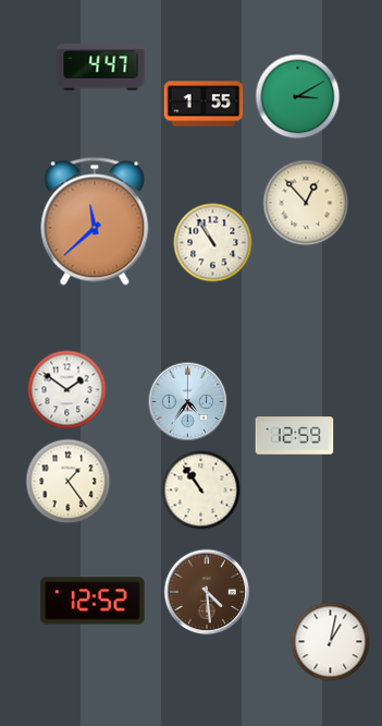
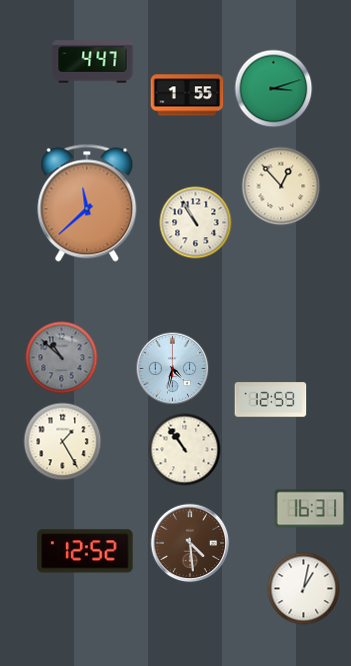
clock at (298, 97): 3:10 -> 3:12
clock at (67, 390): 1:51 -> 10:52
clock at (67, 390) dial: white -> grey
clock at (188, 402): 4:36 -> 4:32
clock at (69, 482): 1:24 -> 1:25
clock at (311, 509): none -> 16:31
